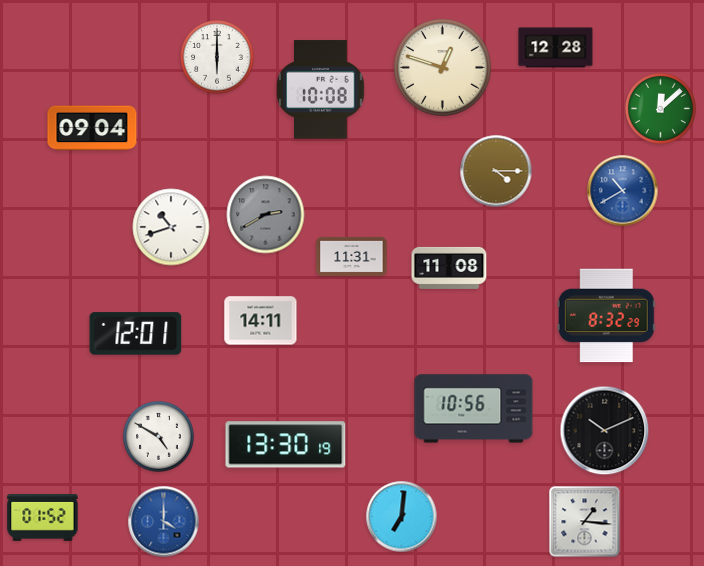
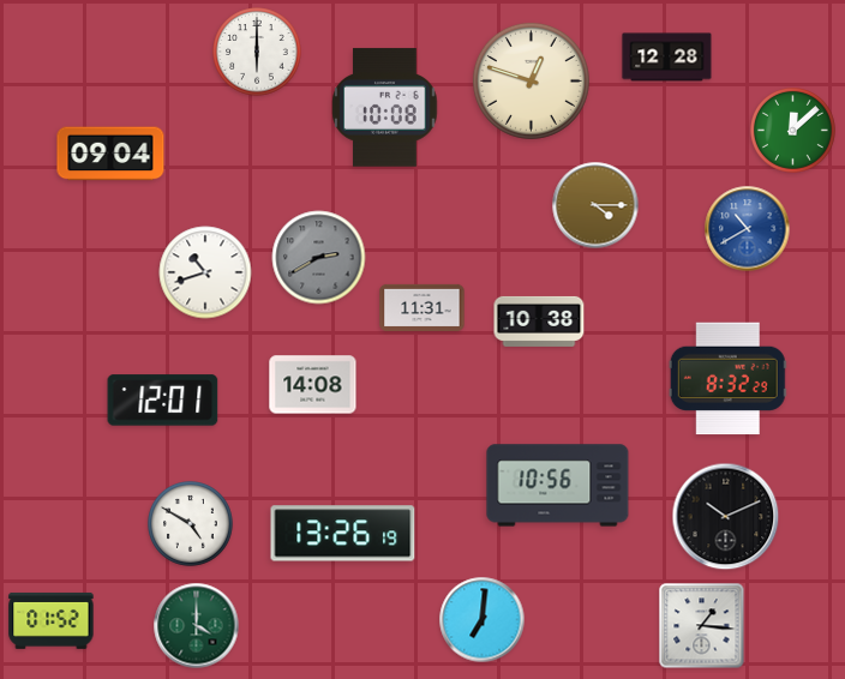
clock at (217, 57) position: (217, 57) -> (257, 52)
clock at (449, 268): 11:08 -> 10:38
clock at (261, 321): 14:11 -> 14:08
clock at (474, 409) position: (474, 409) -> (558, 486)
clock at (286, 445): 13:30 -> 13:26
clock at (164, 522) dial: blue -> green
